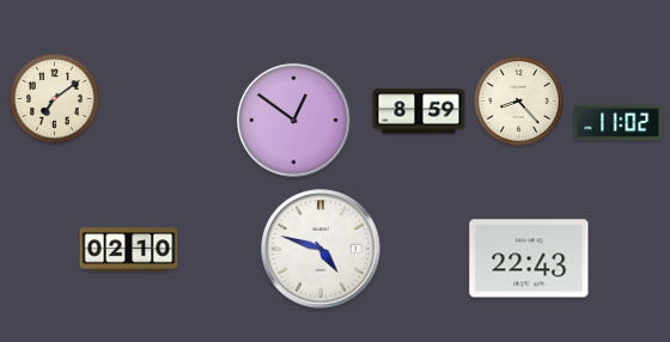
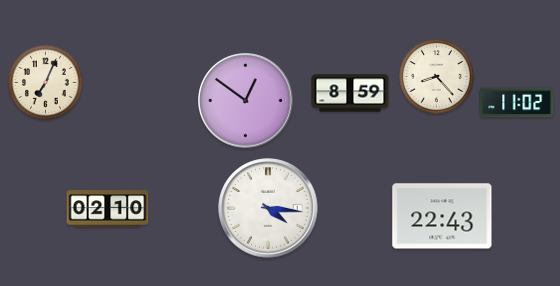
clock at (55, 99): 7:09 -> 7:04
clock at (519, 102) position: (519, 102) -> (437, 77)
clock at (321, 249): 4:48 -> 4:16
